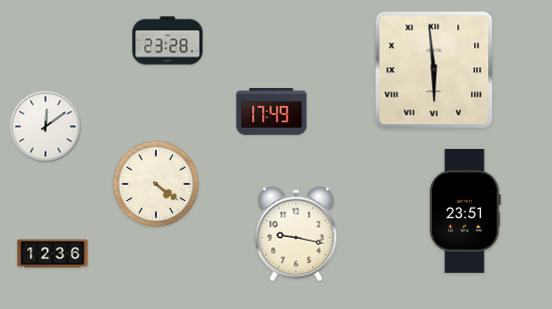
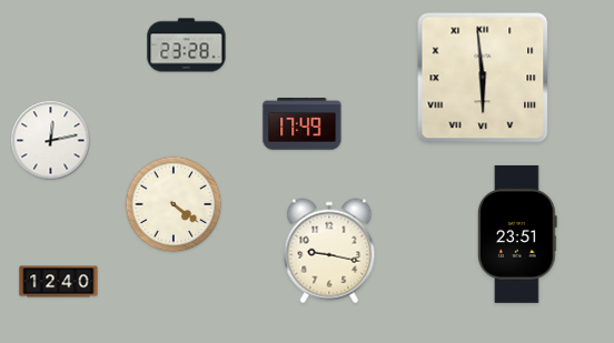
clock at (46, 127): 12:09 -> 12:13
clock at (296, 234) position: (296, 234) -> (329, 251)
clock at (53, 254): 12:36 -> 12:40
